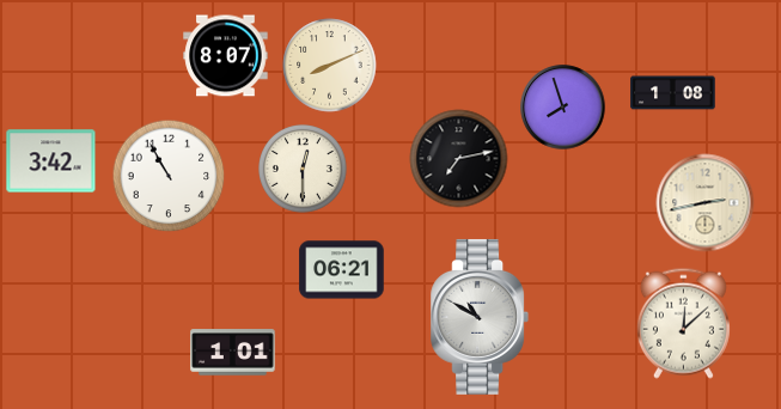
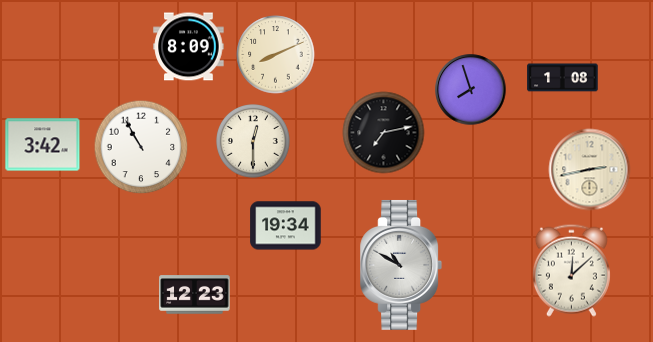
clock at (226, 56): 8:07 -> 8:09
clock at (51, 161) position: (51, 161) -> (43, 145)
clock at (342, 270): 06:21 -> 19:34
clock at (233, 353): 1:01 -> 12:23
